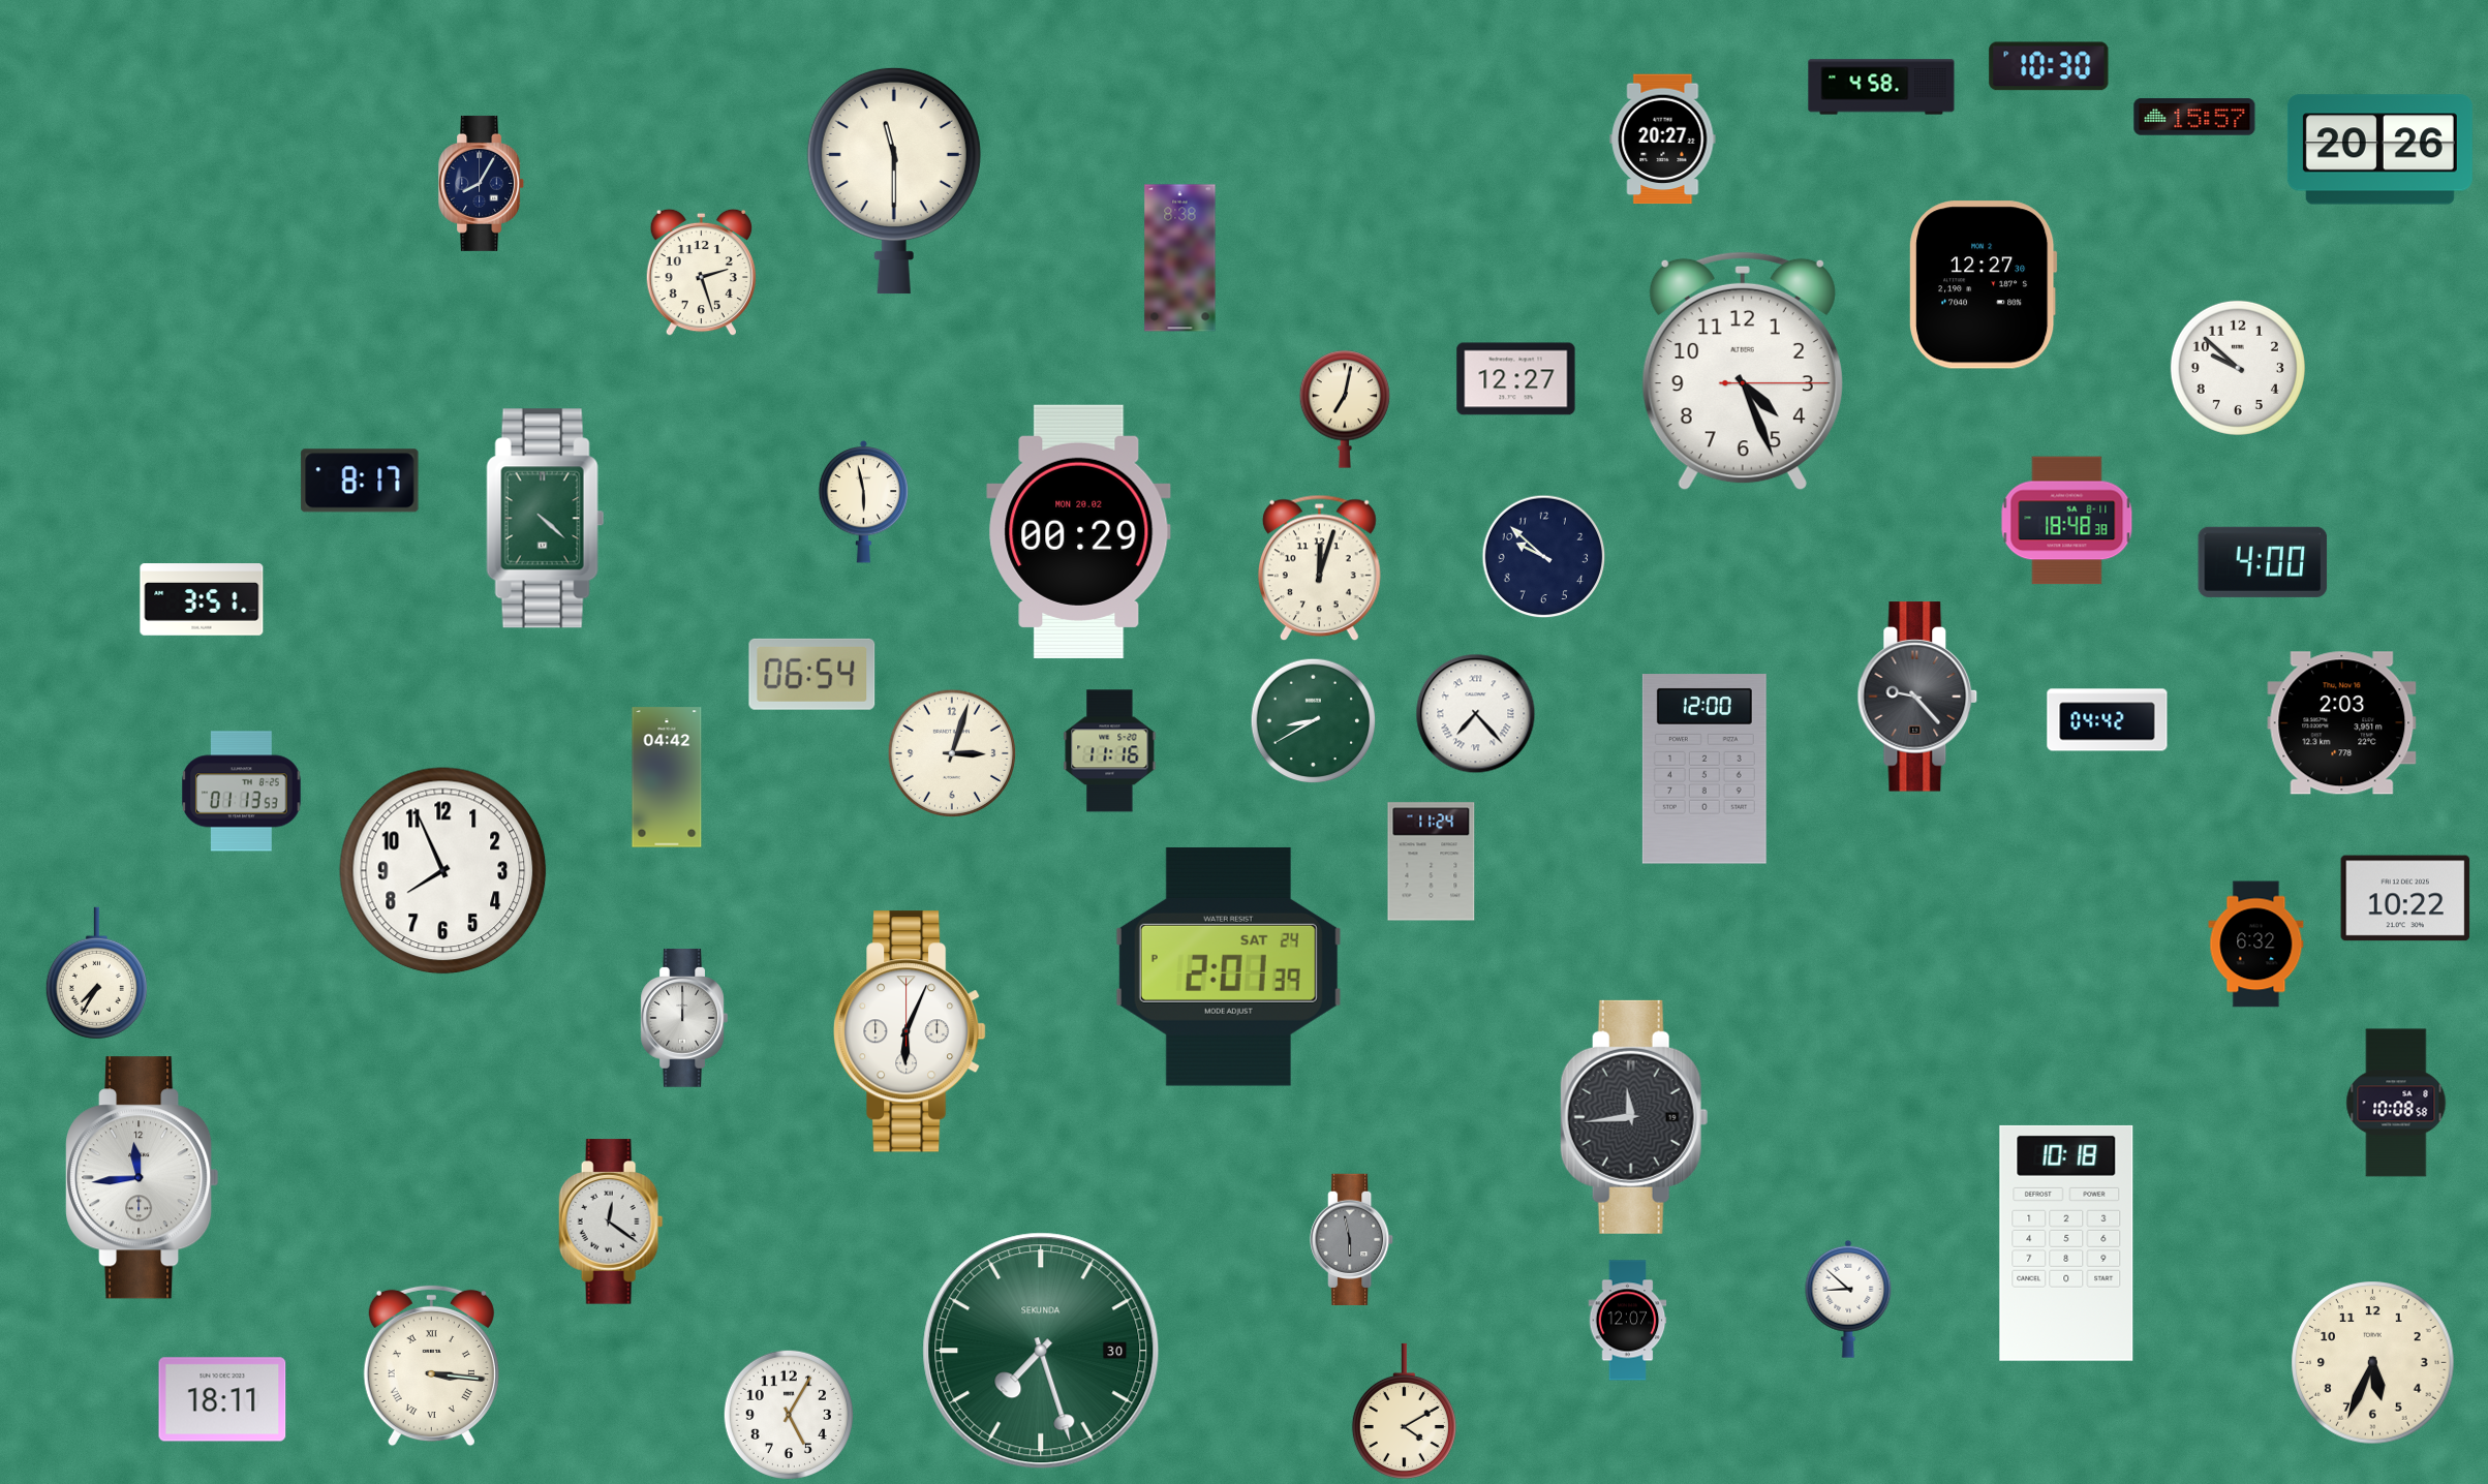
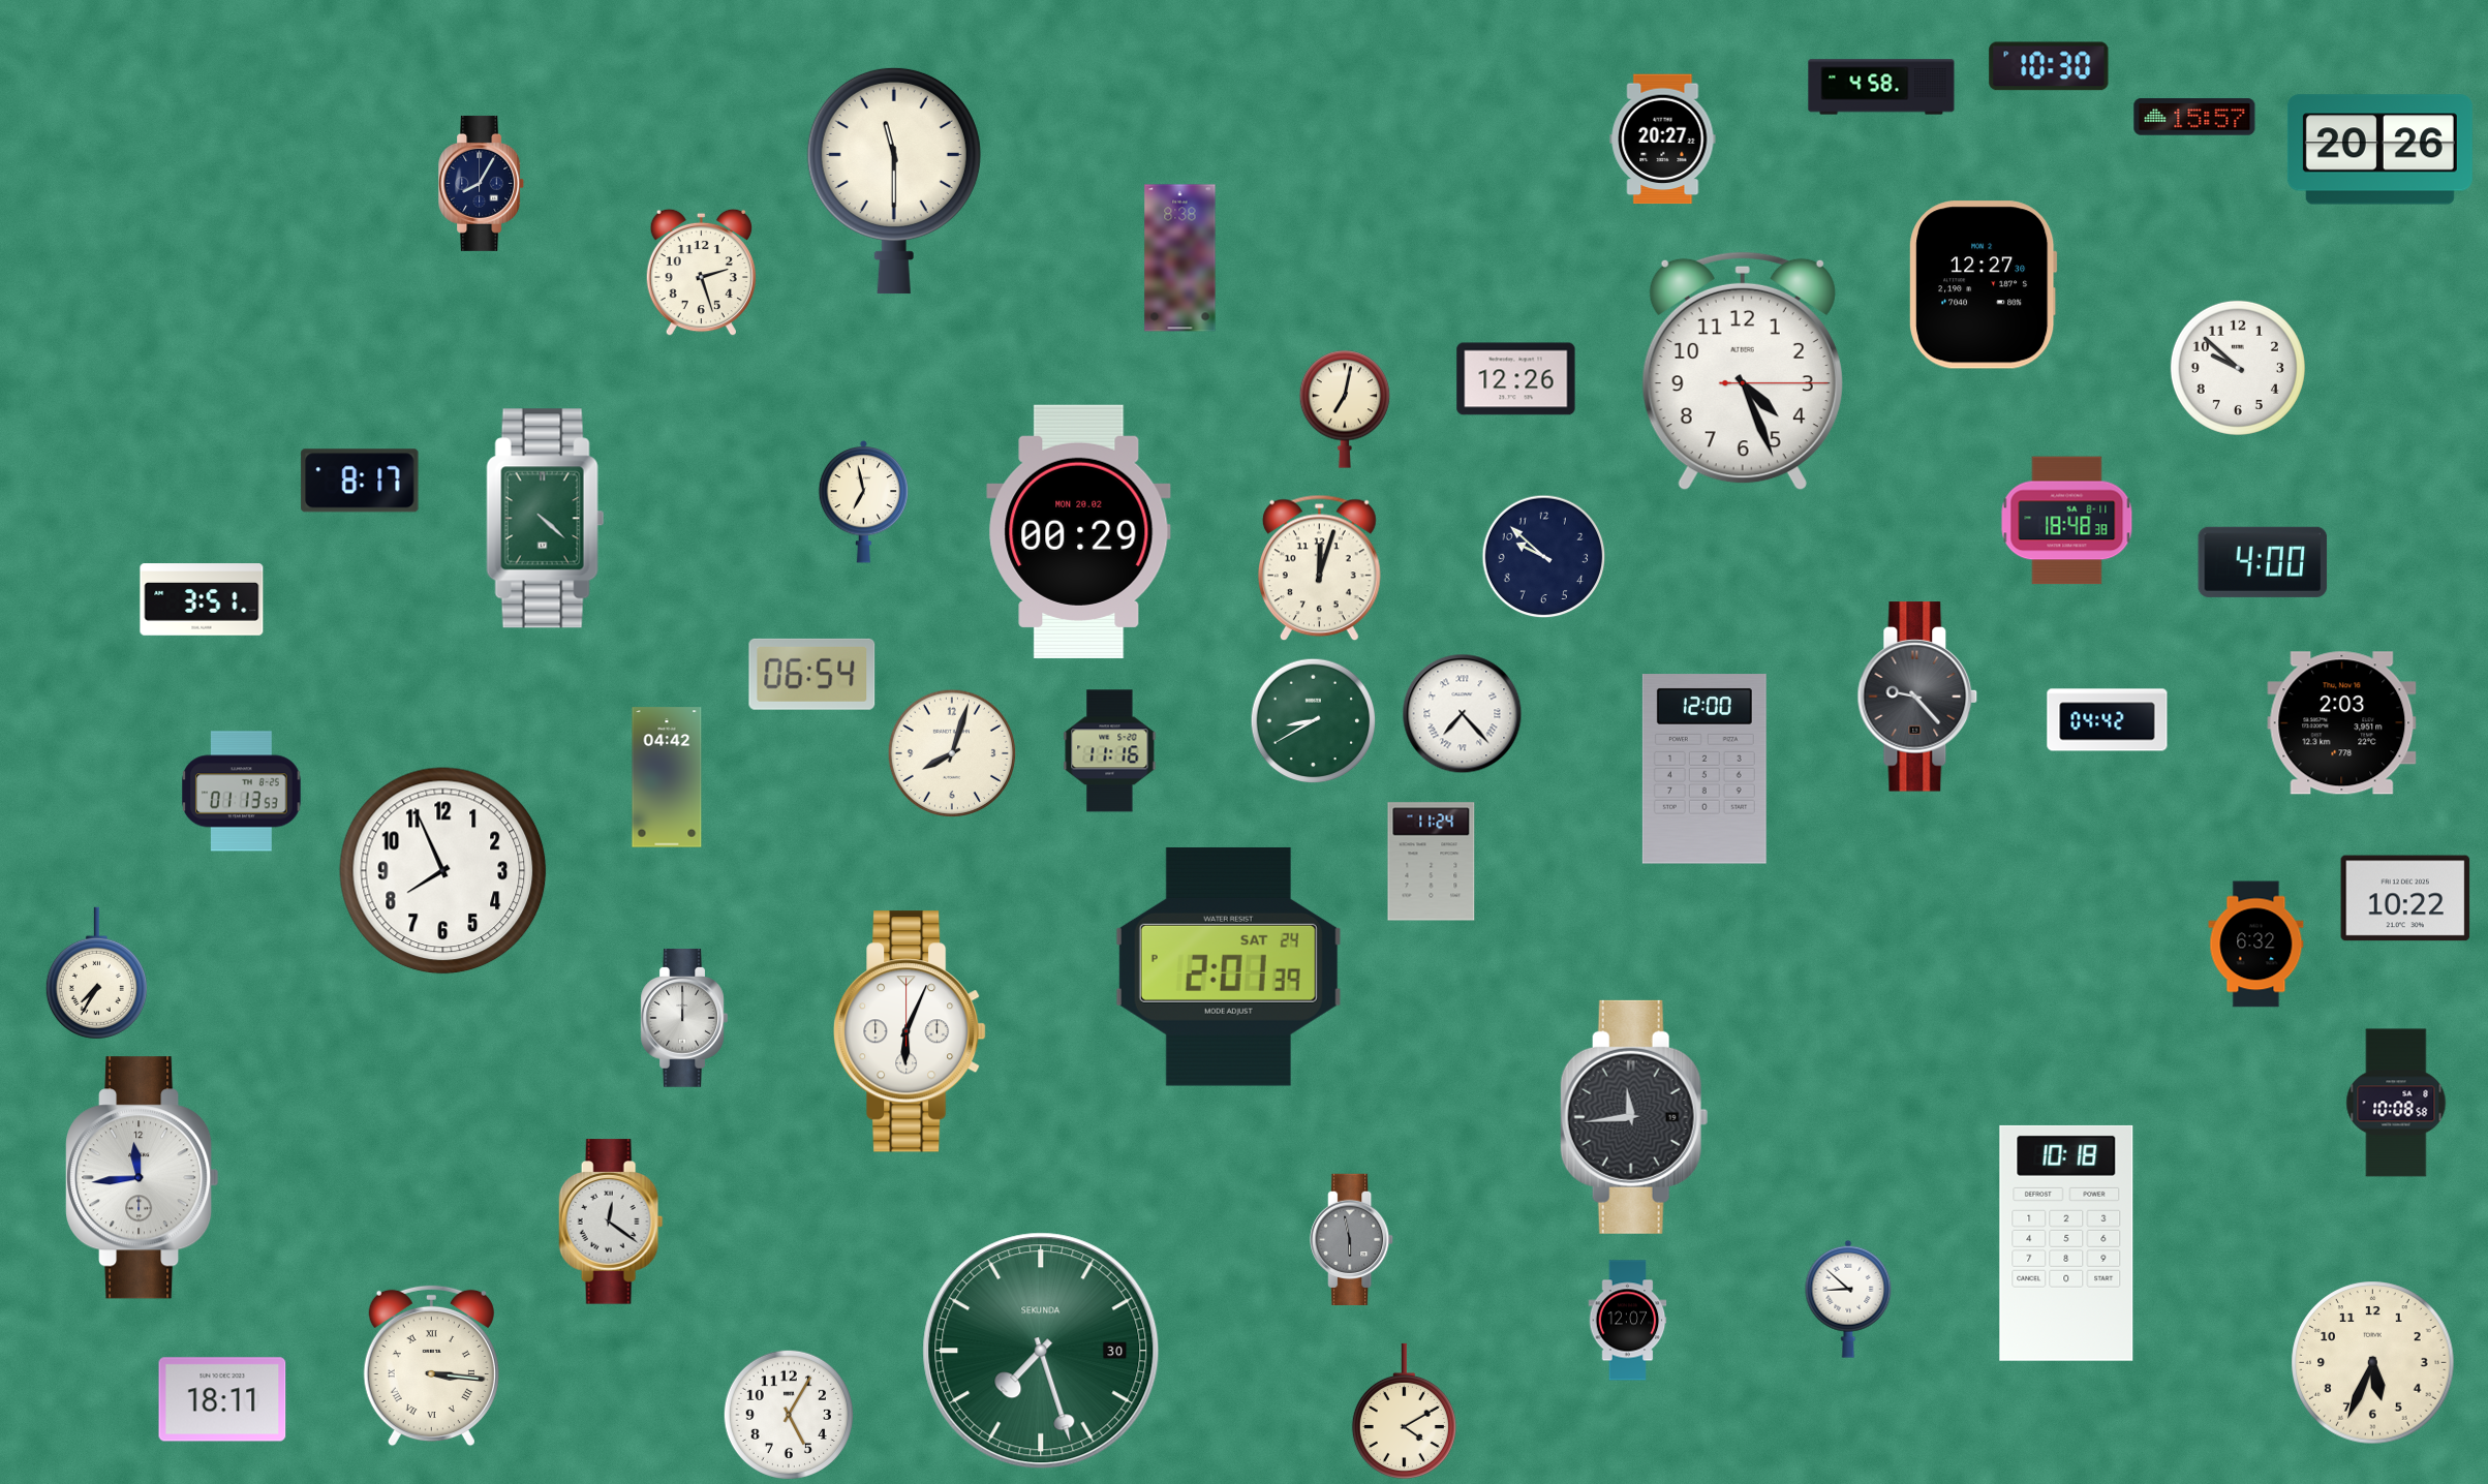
clock at (1516, 379): 12:27 -> 12:26
clock at (864, 501): 5:58 -> 6:58
clock at (1476, 714) position: (1476, 714) -> (1463, 714)
clock at (951, 752): 3:03 -> 8:03
